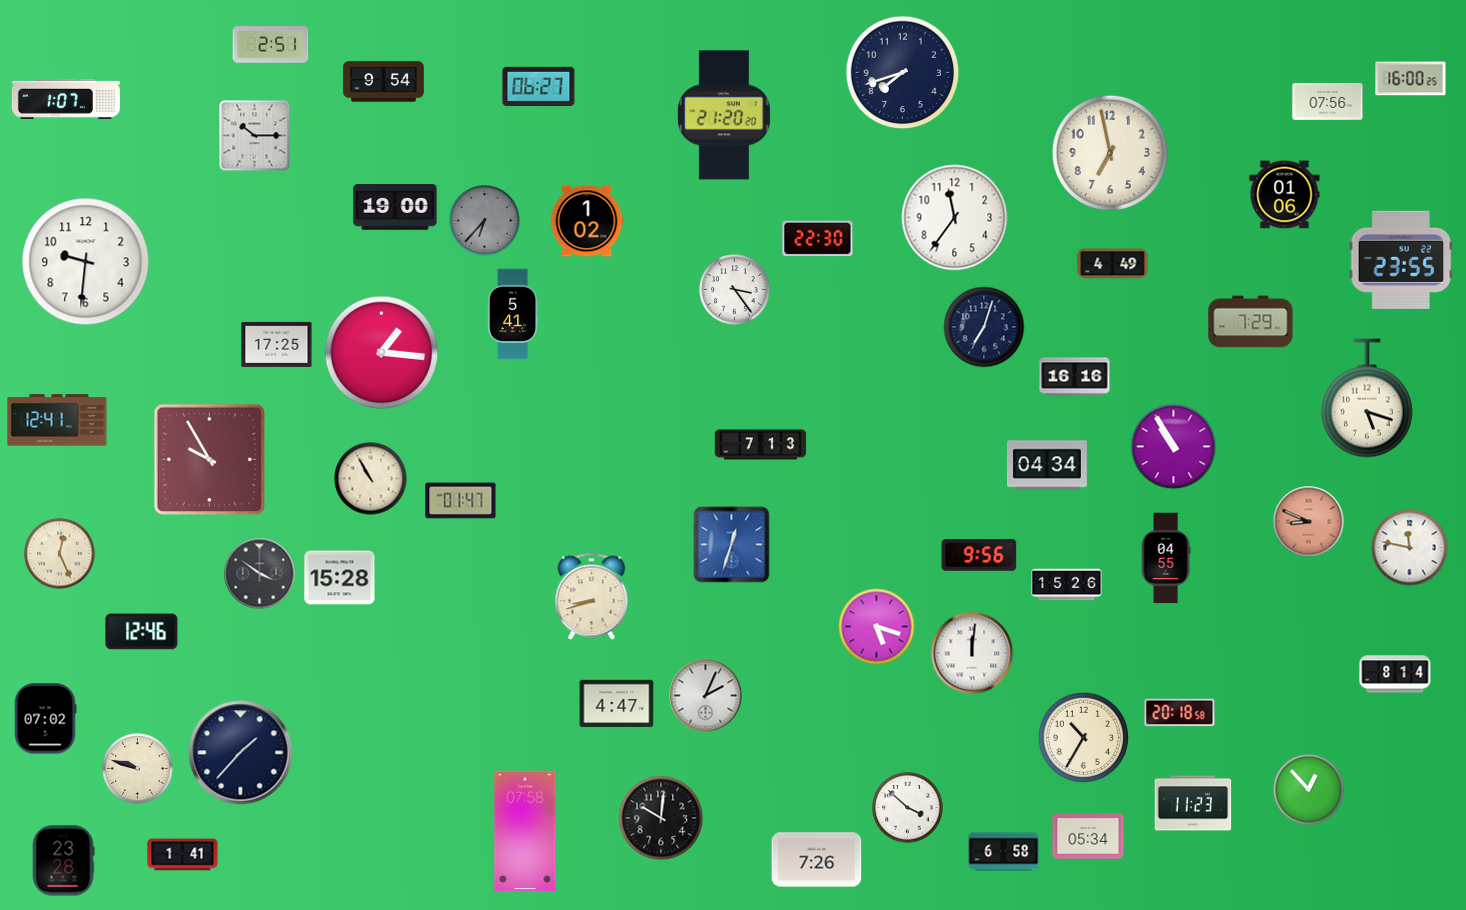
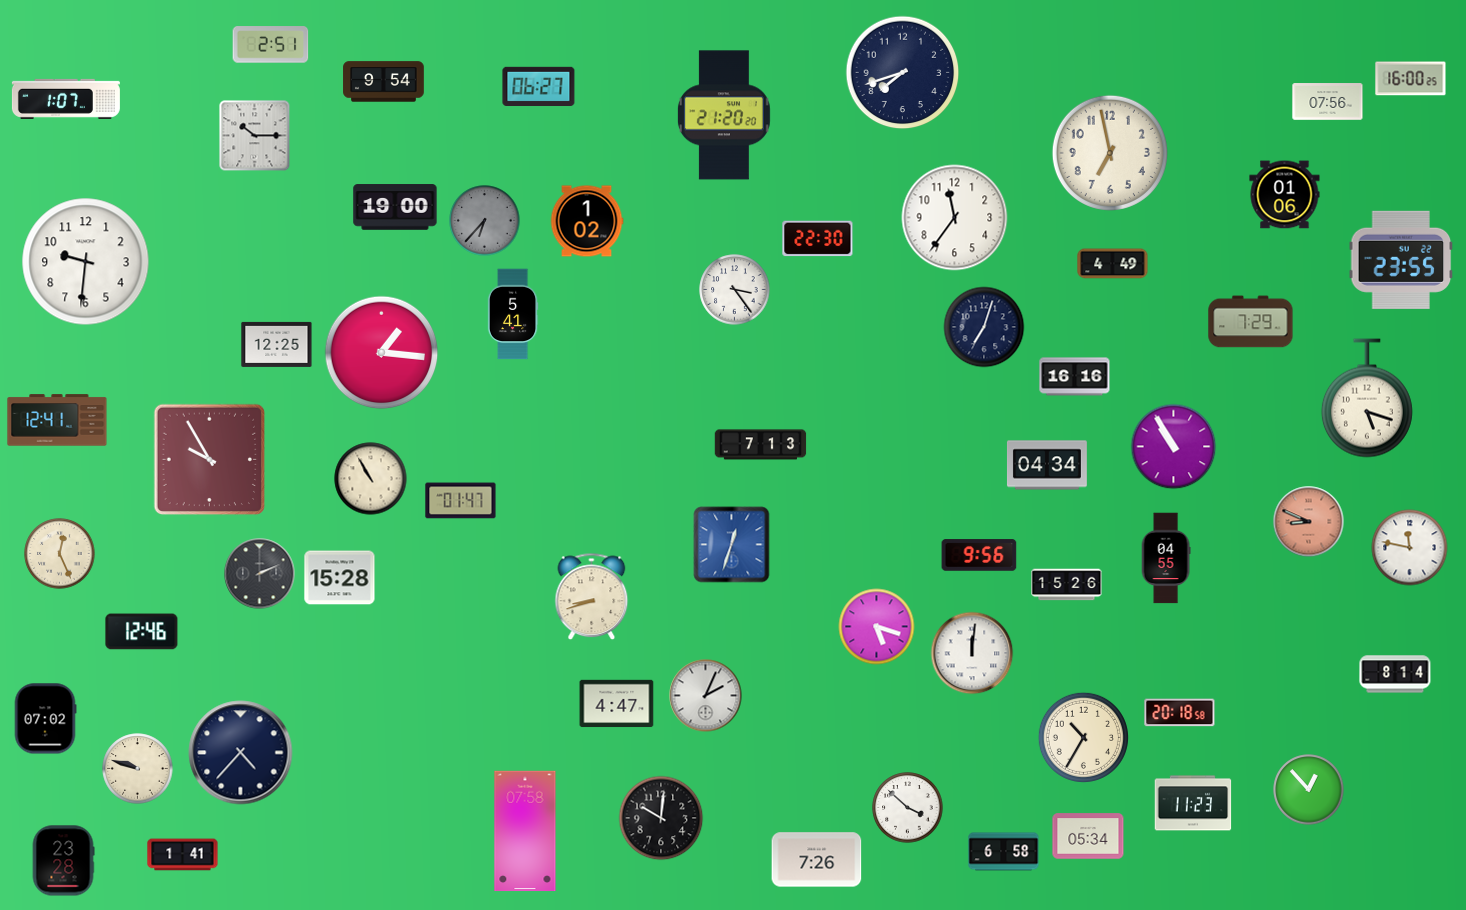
clock at (277, 344): 17:25 -> 12:25
clock at (260, 574): 3:51 -> 2:11
clock at (241, 753): 1:37 -> 4:37
